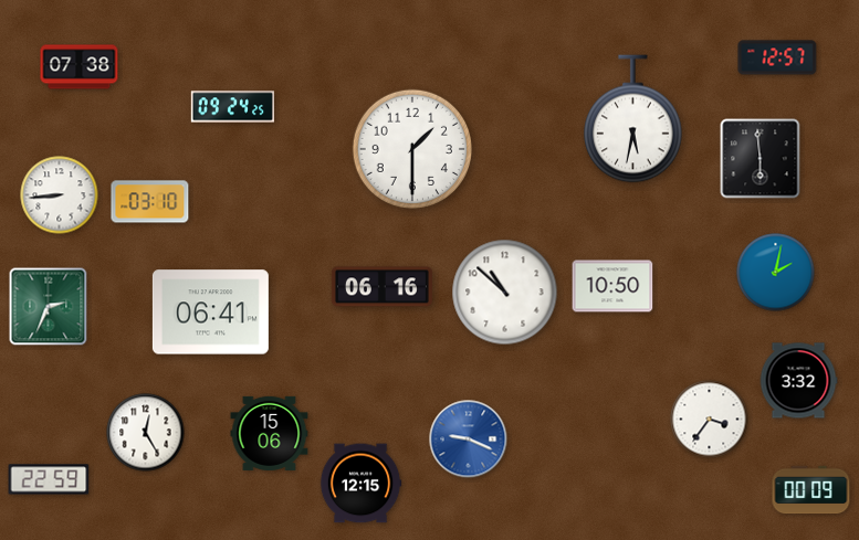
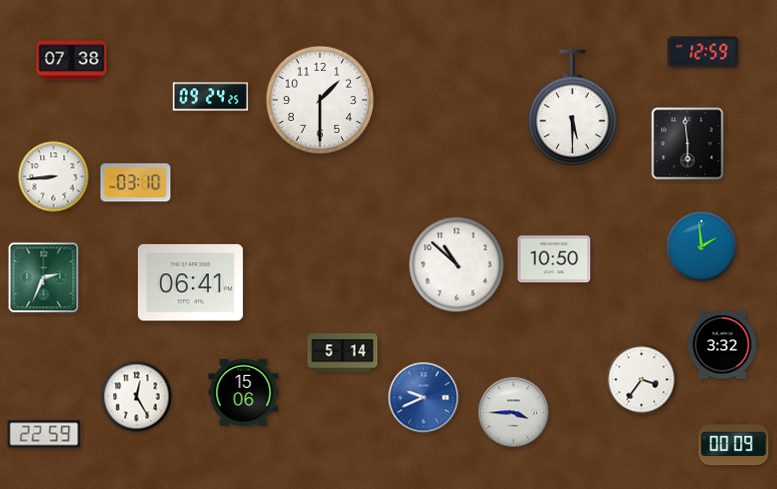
clock at (777, 57): 12:57 -> 12:59
clock at (633, 119): 5:32 -> 5:30
clock at (411, 148) position: (411, 148) -> (319, 99)
clock at (776, 273): 2:02 -> 1:59
clock at (381, 287): 06:16 -> none
clock at (343, 353): none -> 5:14
clock at (146, 433) position: (146, 433) -> (137, 397)
clock at (469, 440): 9:19 -> 9:41
clock at (514, 413): none -> 3:45
clock at (360, 484): 12:15 -> none
